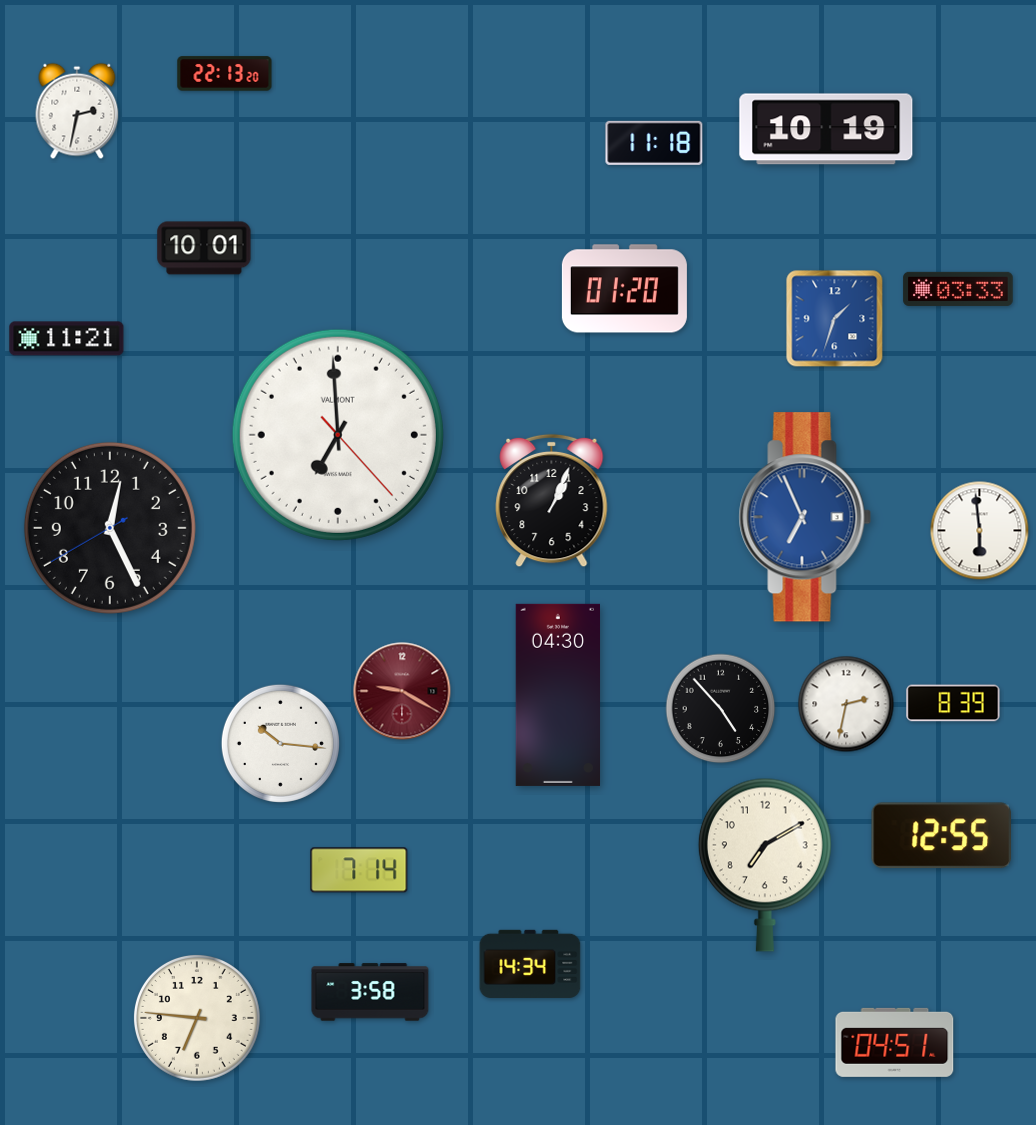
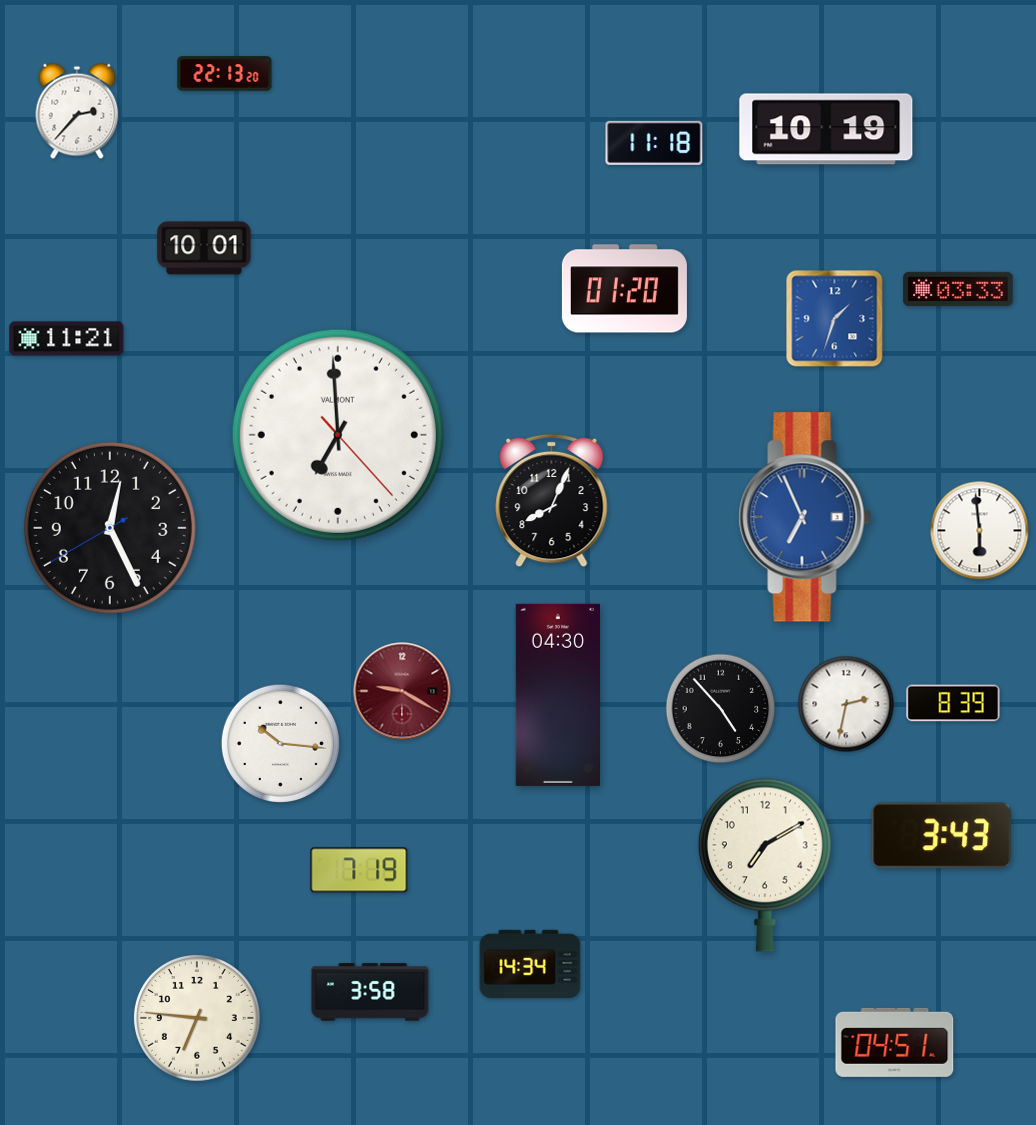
clock at (77, 111): 2:32 -> 2:37
clock at (552, 501): 1:04 -> 8:04
clock at (941, 836): 12:55 -> 3:43
clock at (359, 870): 7:14 -> 7:19
